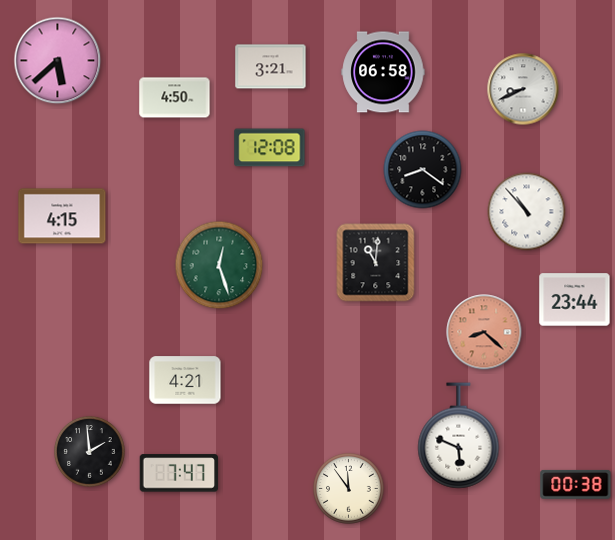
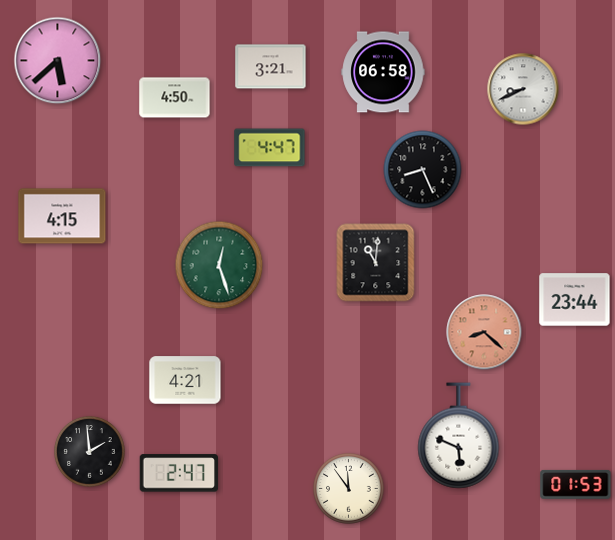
clock at (270, 148): 12:08 -> 4:47
clock at (423, 170): 8:21 -> 8:26
clock at (527, 212): 10:53 -> none
clock at (179, 473): 7:47 -> 2:47
clock at (576, 484): 00:38 -> 01:53
